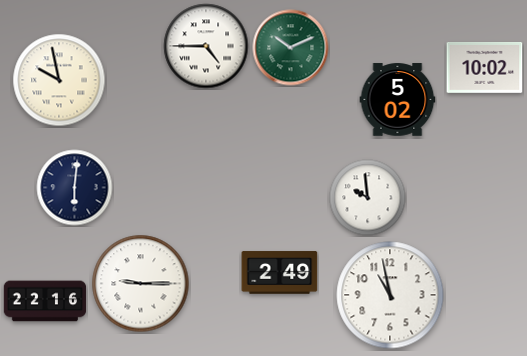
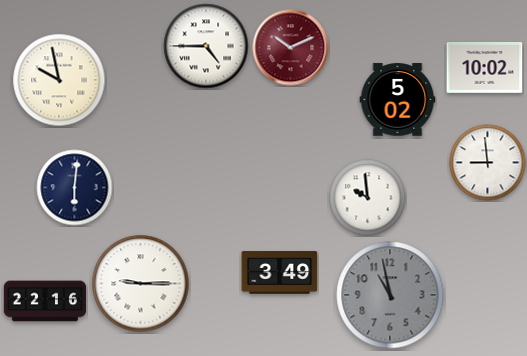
clock at (291, 48) dial: green -> burgundy
clock at (488, 163): none -> 8:59
clock at (280, 273): 2:49 -> 3:49
clock at (390, 295) dial: white -> grey
